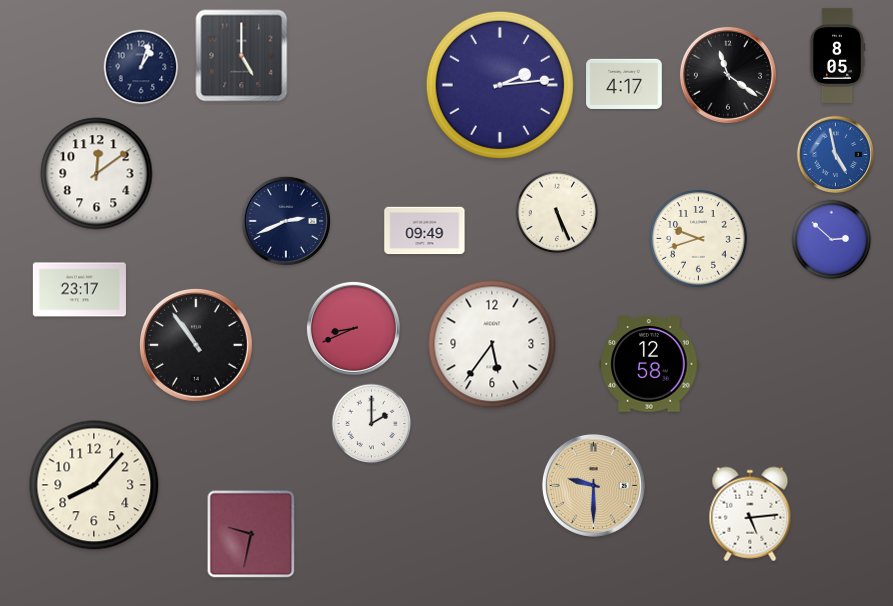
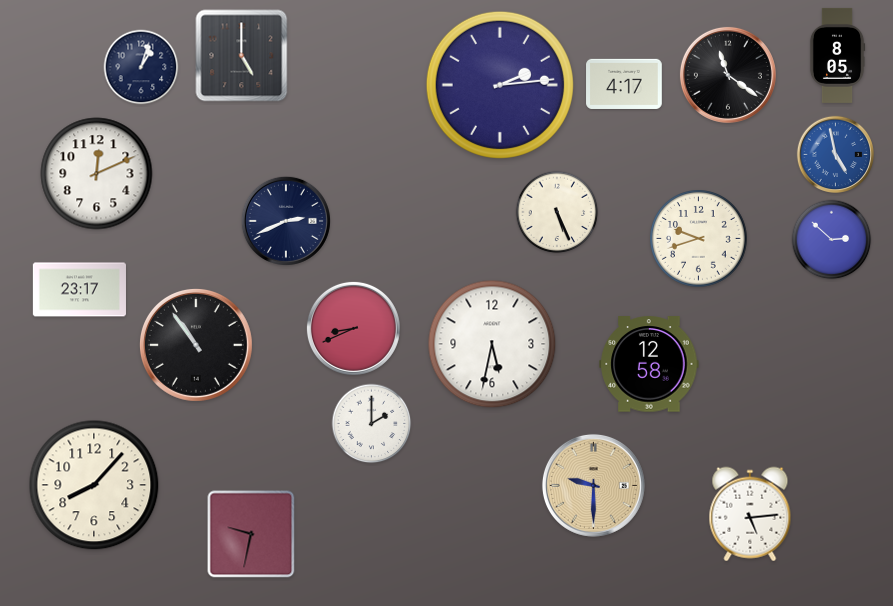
clock at (97, 174): 12:09 -> 12:11
clock at (425, 231): 09:49 -> none
clock at (492, 344): 5:36 -> 5:32
